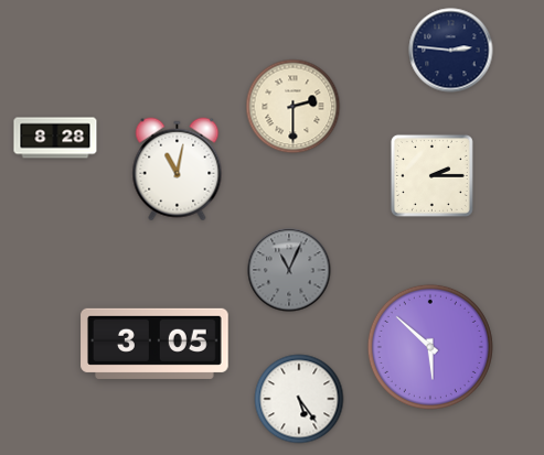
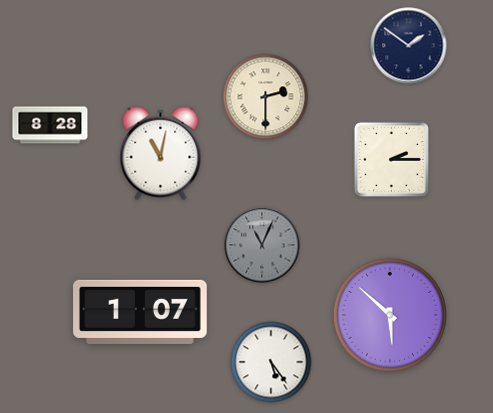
clock at (451, 51): 2:46 -> 1:51
clock at (154, 344): 3:05 -> 1:07
